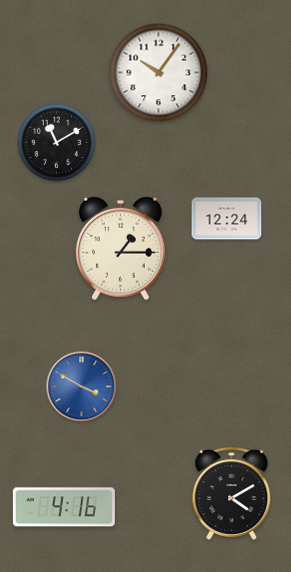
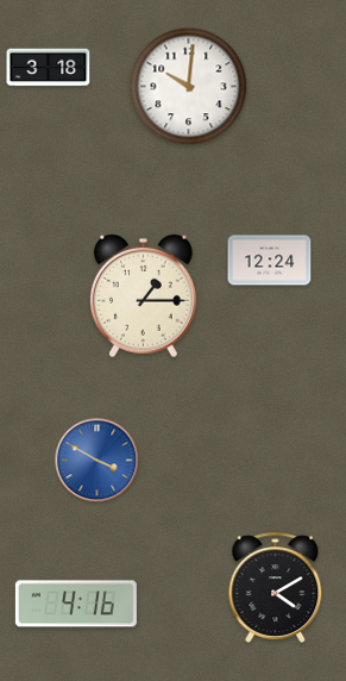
clock at (49, 68): none -> 3:18
clock at (159, 73): 10:06 -> 10:01
clock at (57, 143): 11:10 -> none
